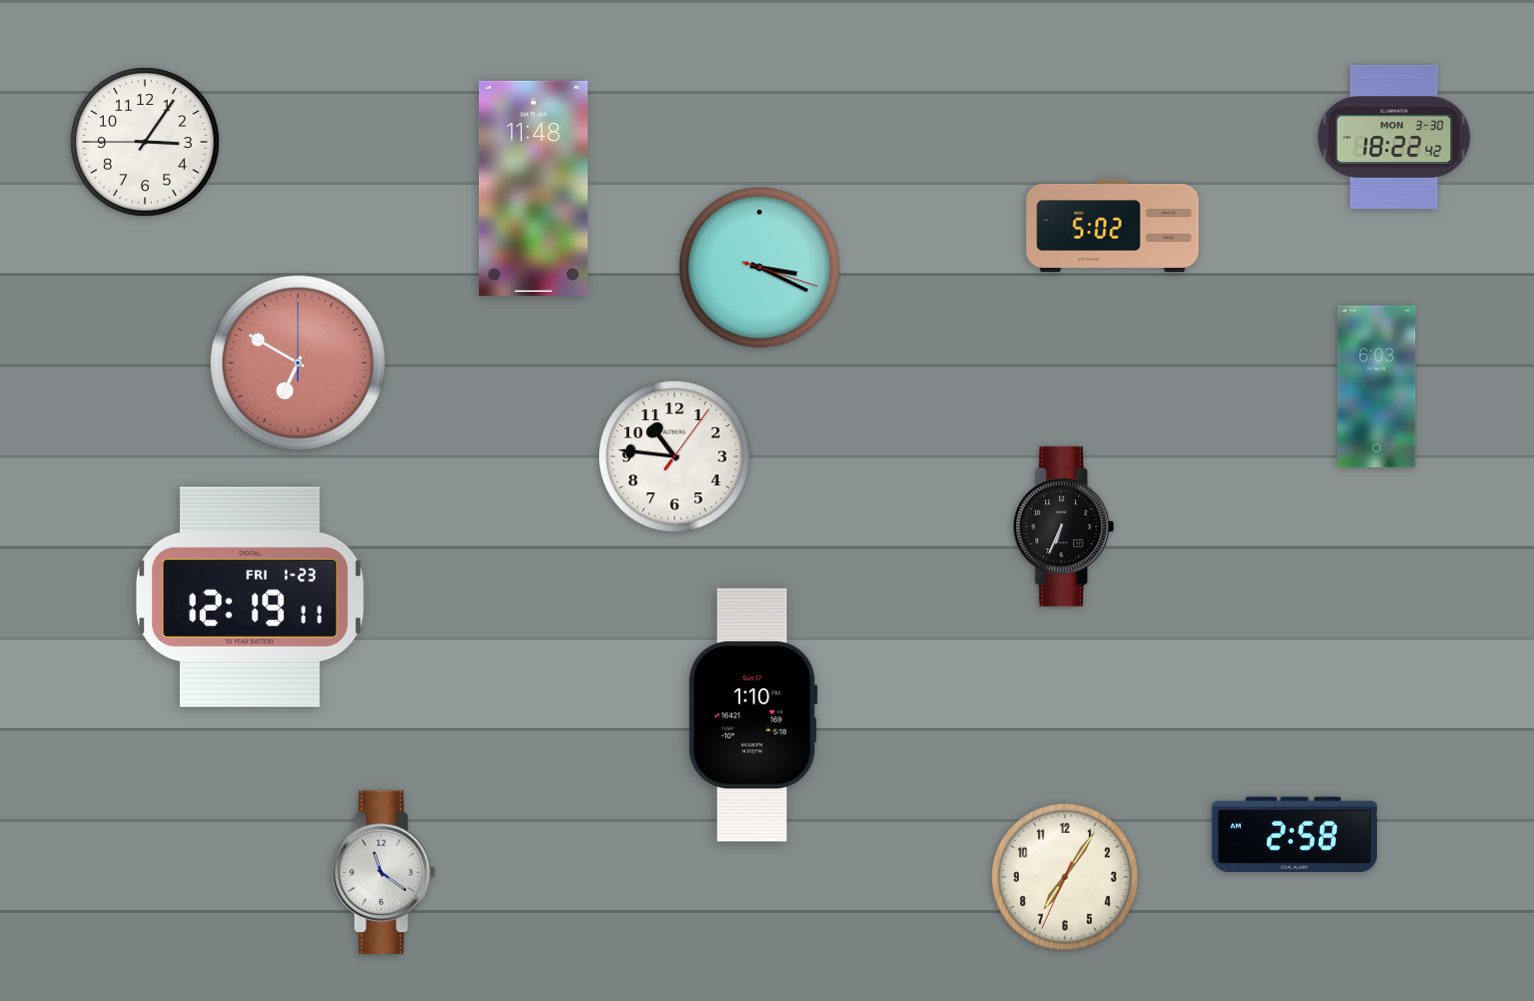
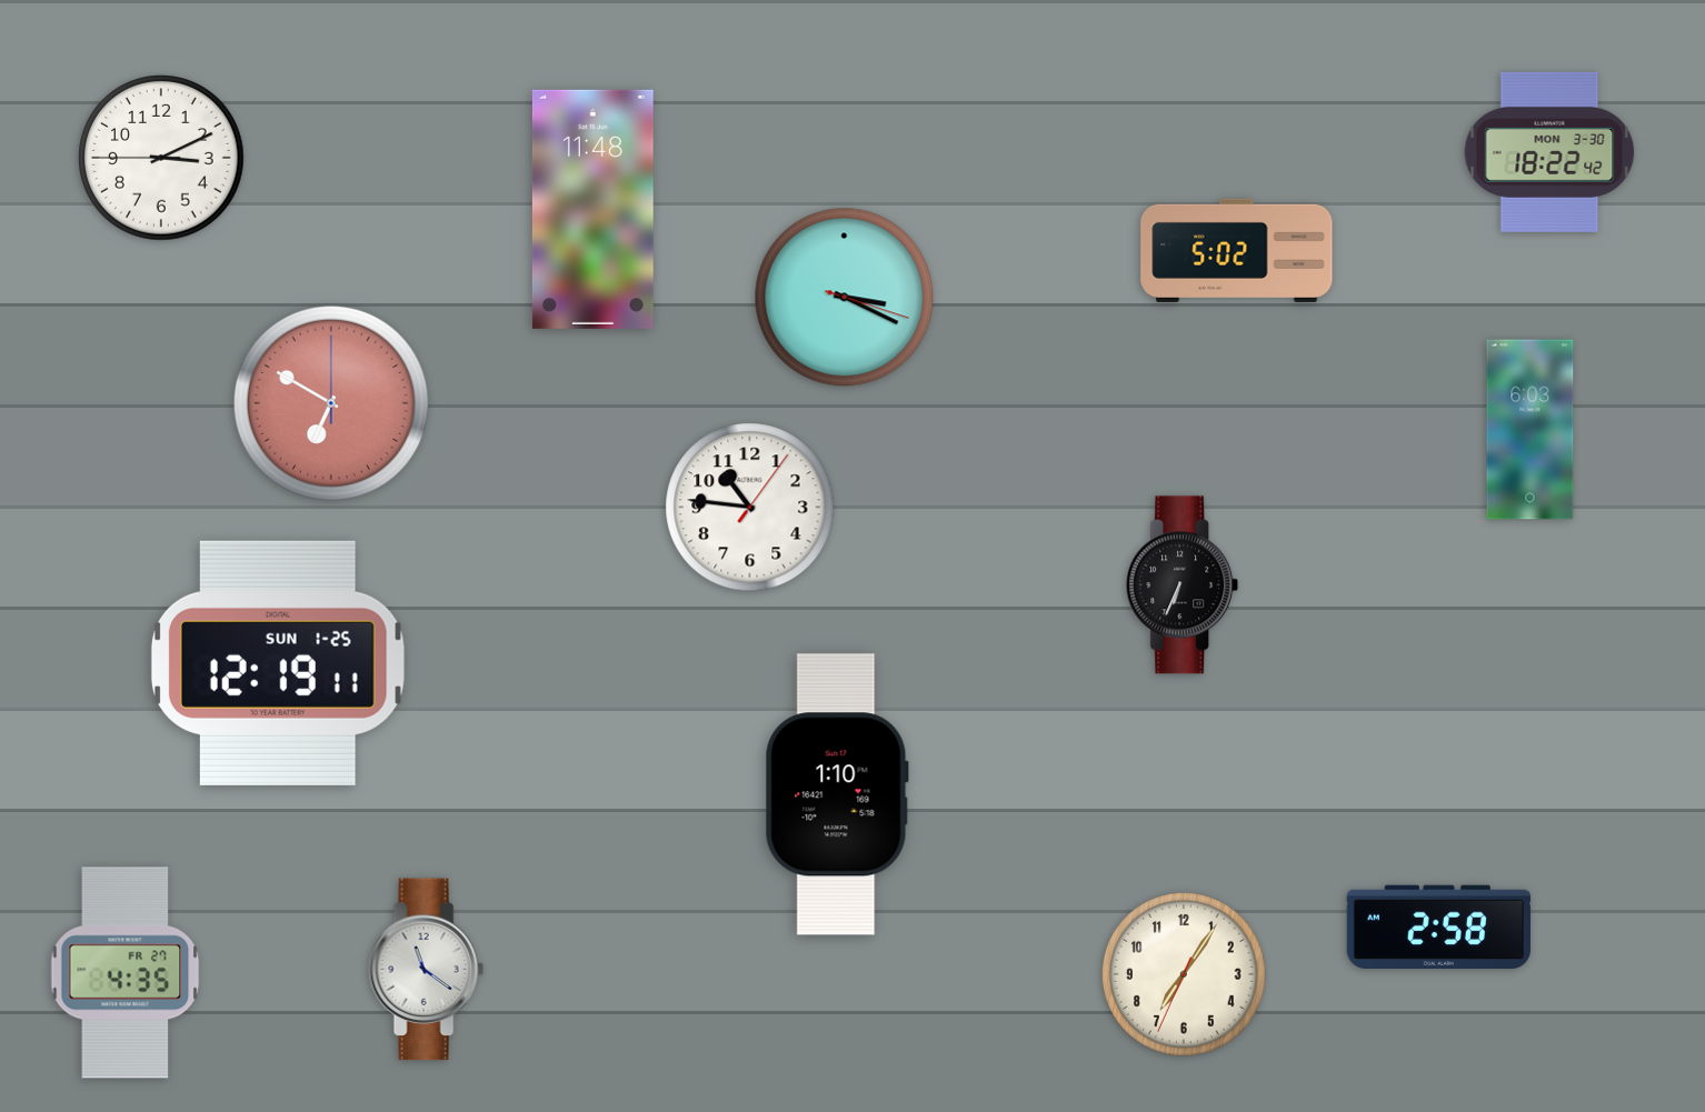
clock at (145, 142): 3:05 -> 3:10
clock at (250, 597) date: FRI 1-23 -> SUN 1-25
clock at (126, 973): none -> 4:35
